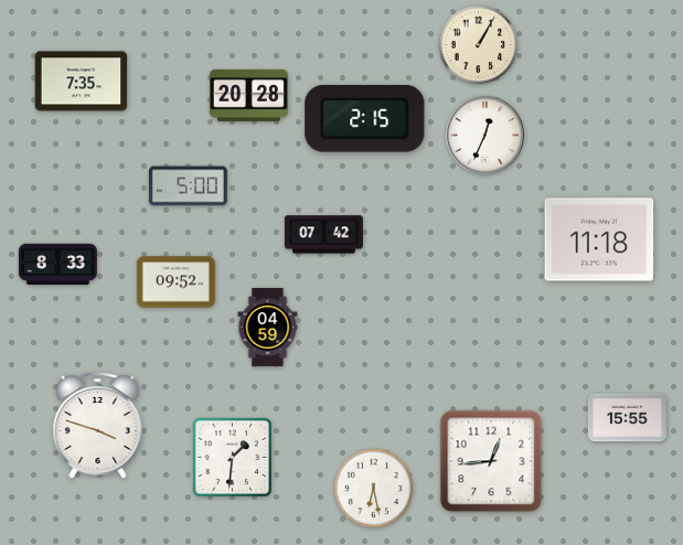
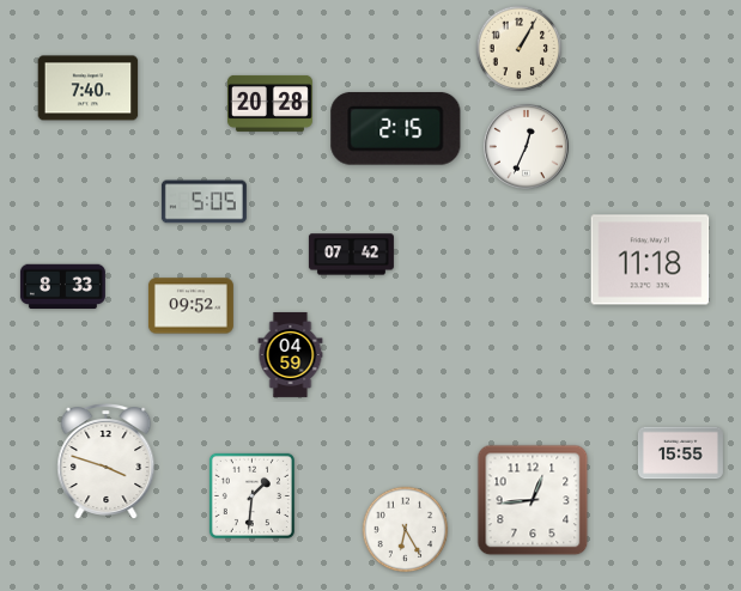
clock at (82, 82): 7:35 -> 7:40
clock at (188, 186): 5:00 -> 5:05
clock at (374, 489): 6:28 -> 6:25
